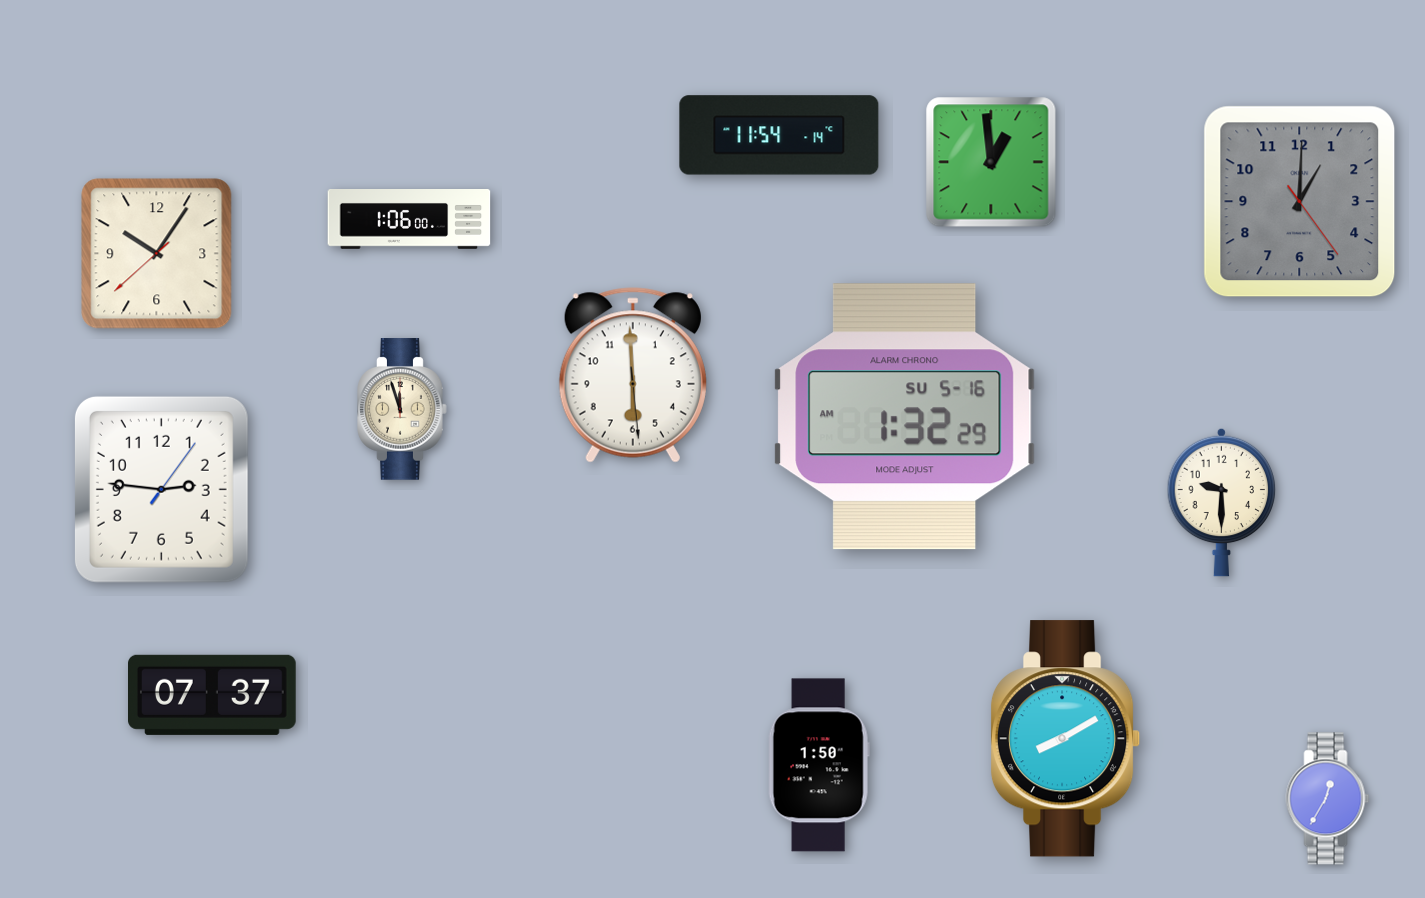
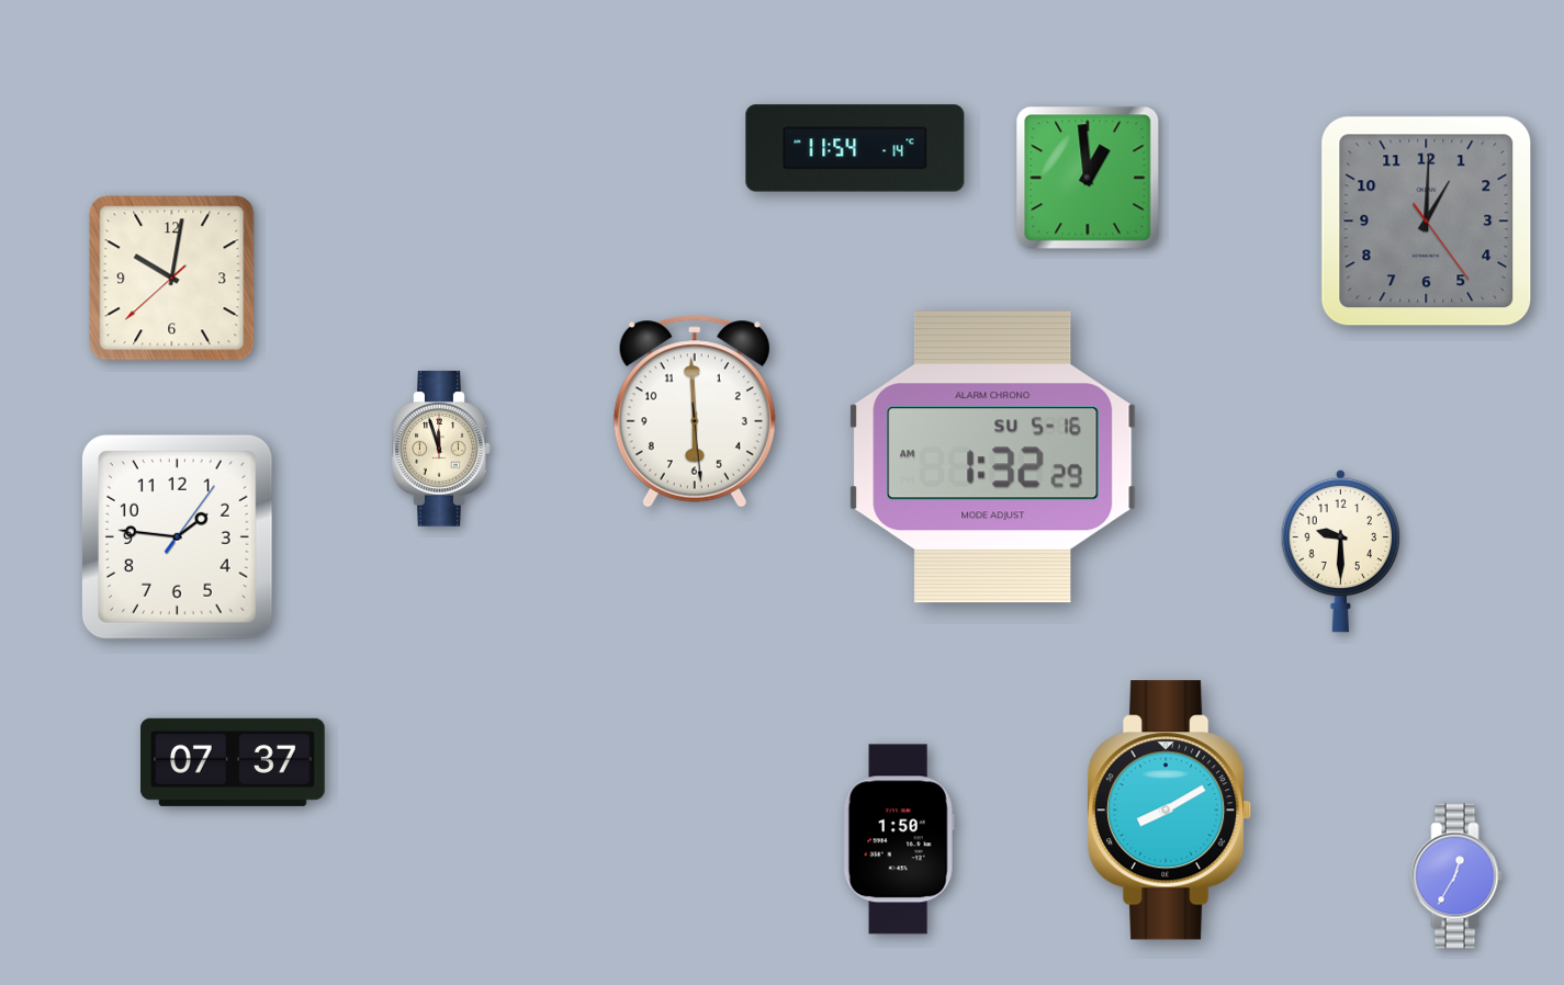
clock at (409, 220): 1:06 -> none
clock at (157, 254): 10:05 -> 10:01
clock at (161, 489): 2:46 -> 1:46
